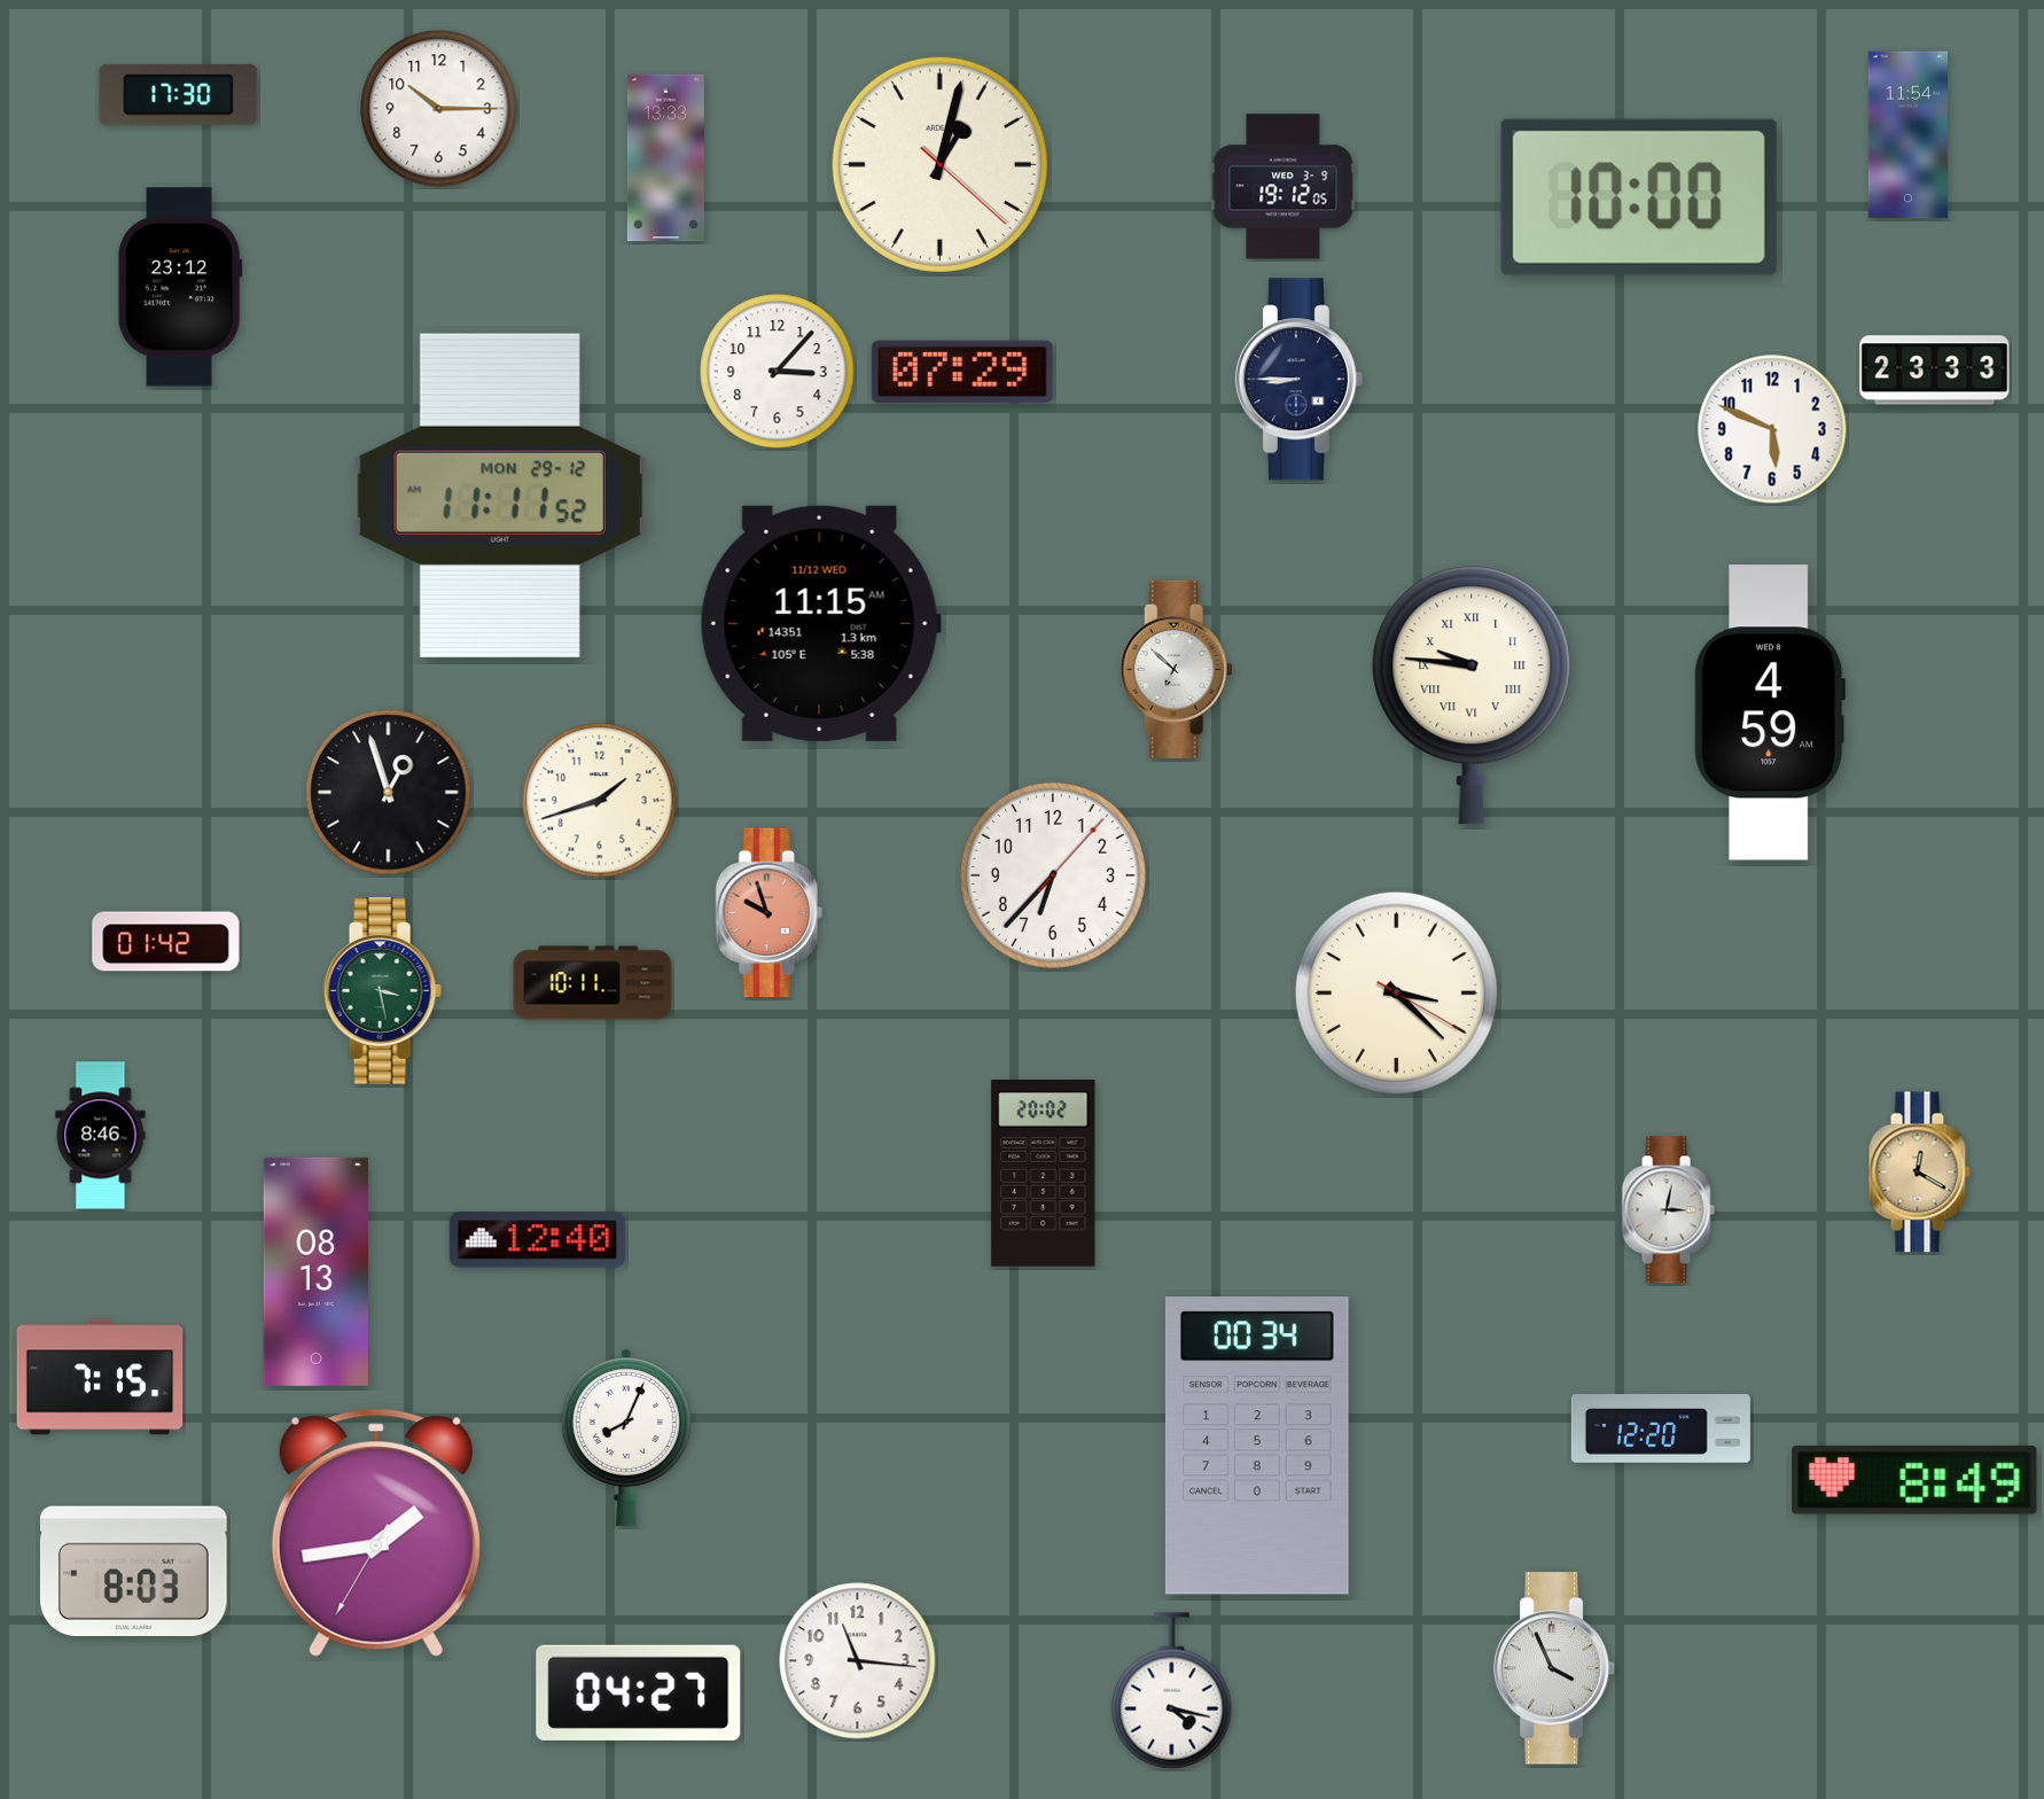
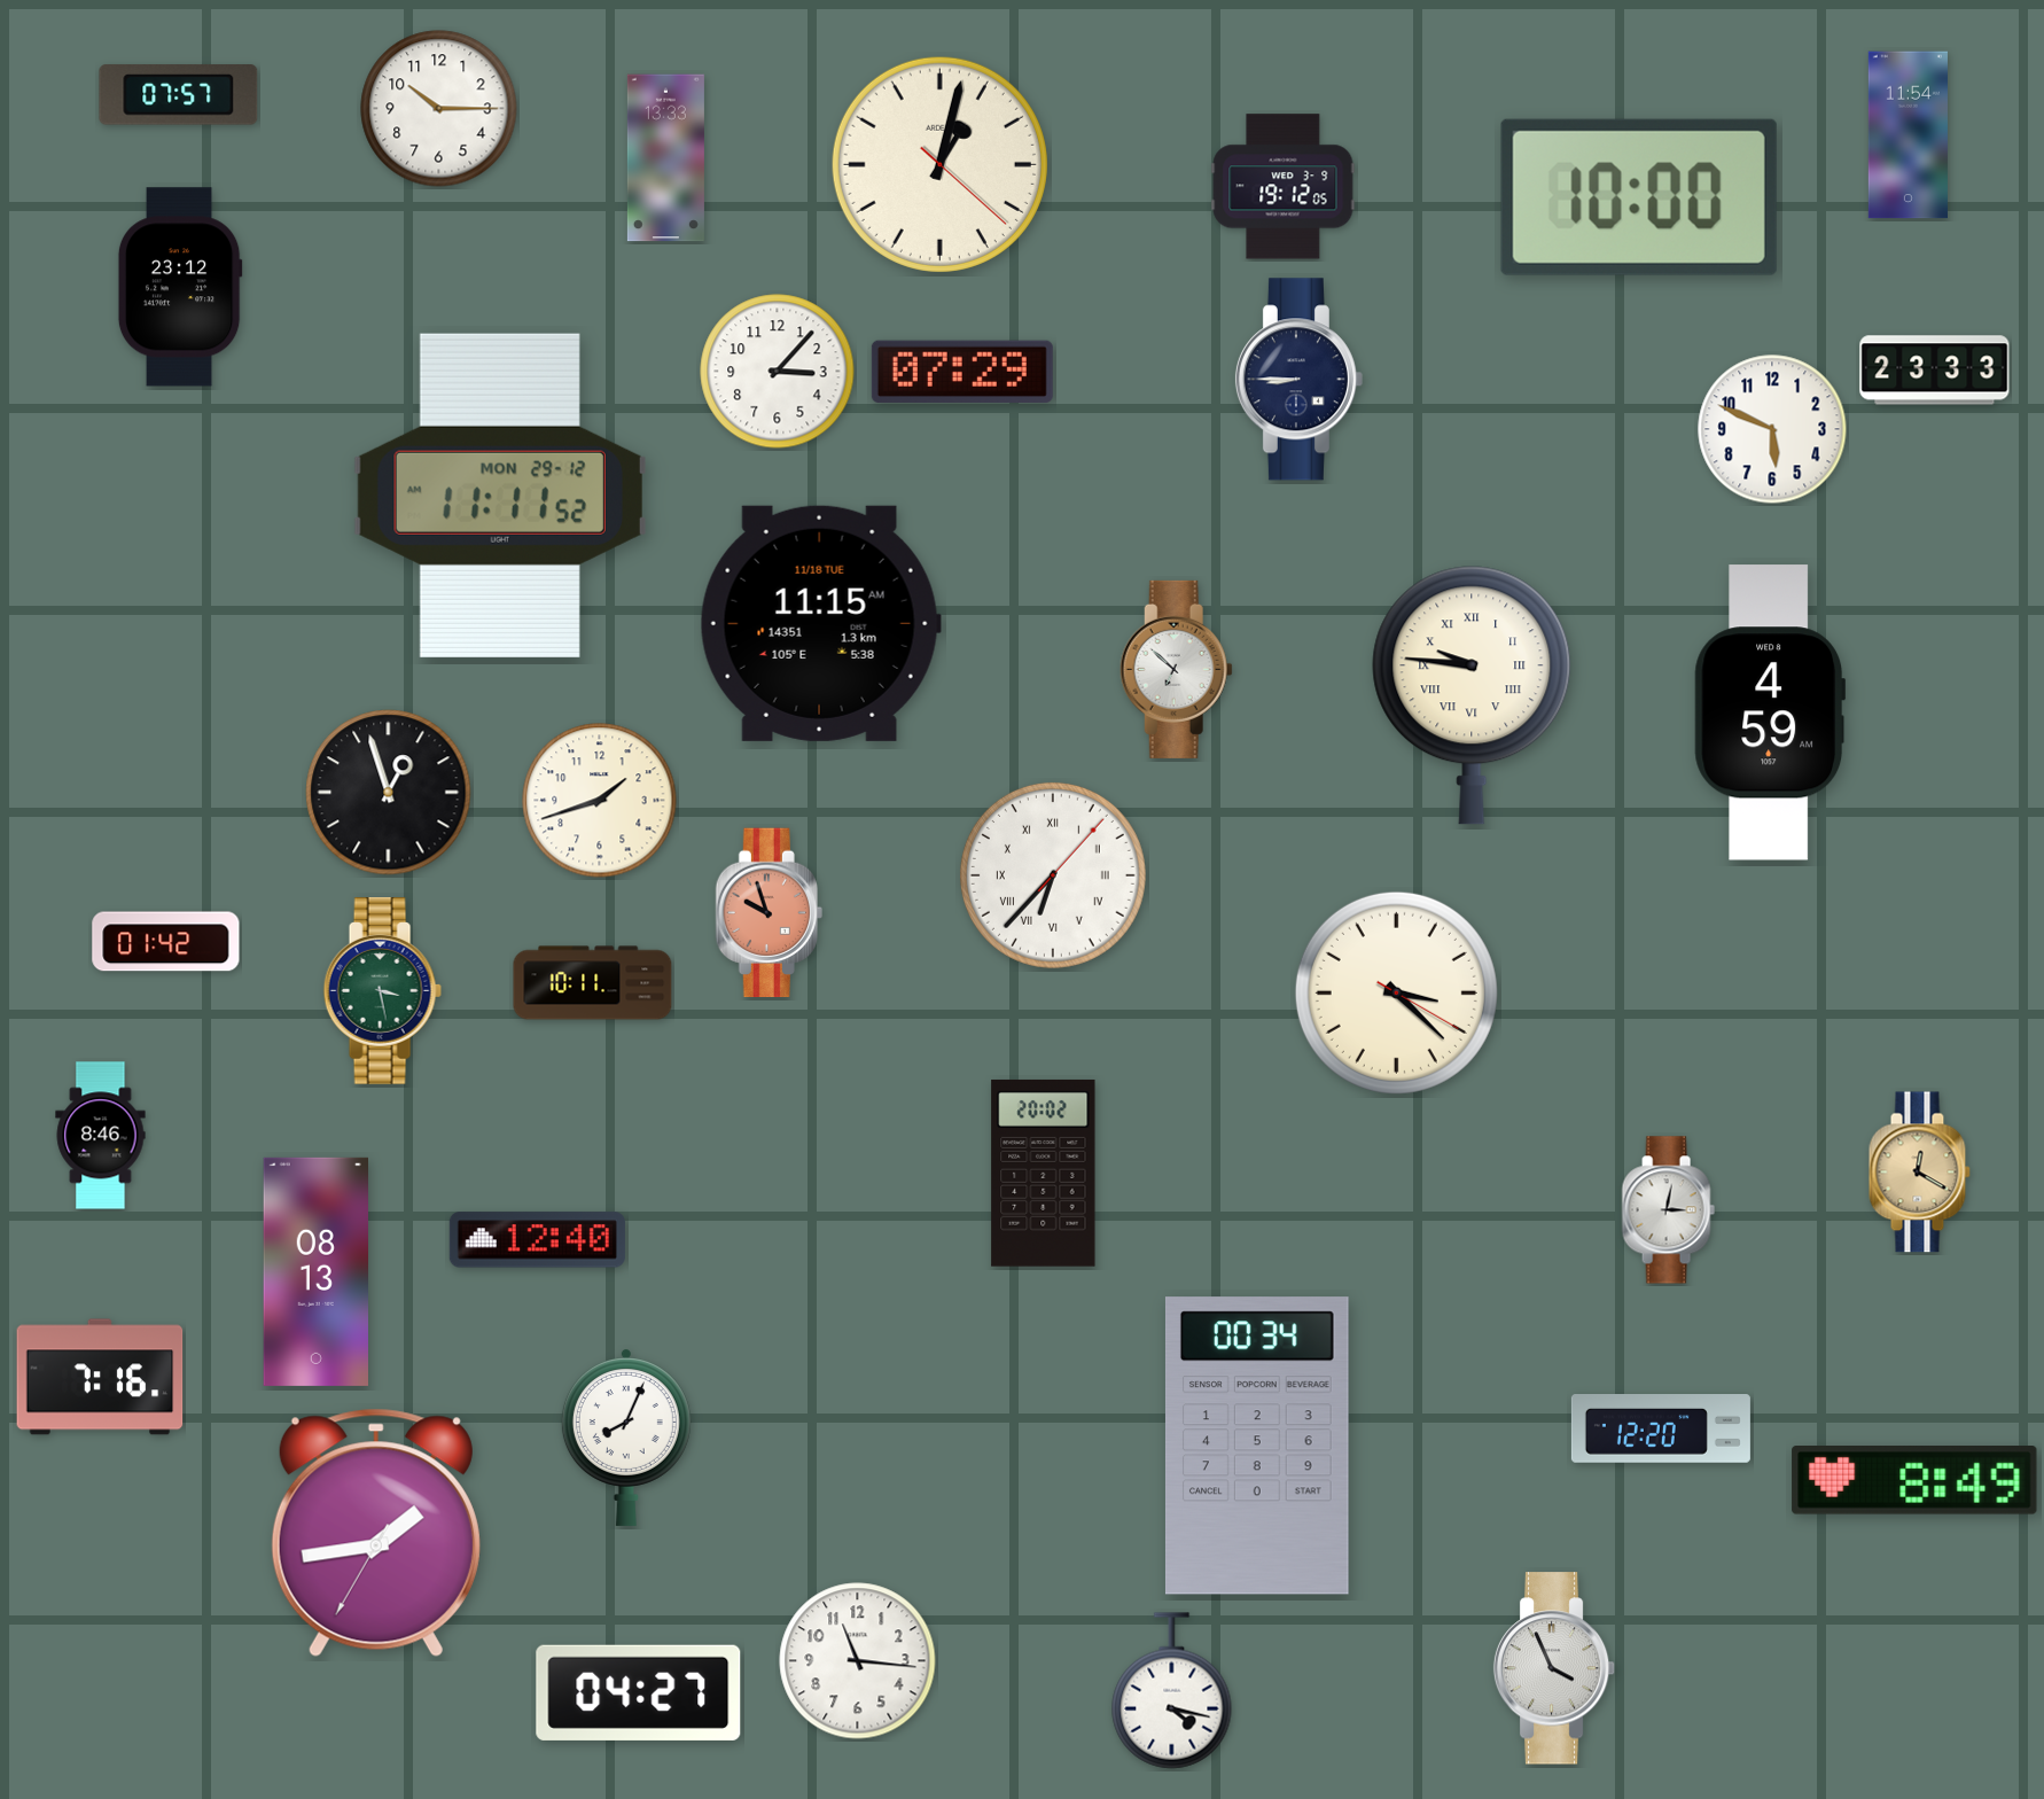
clock at (179, 95): 17:30 -> 07:57
clock at (820, 623) date: 11/12 WED -> 11/18 TUE
clock at (1053, 875) numerals: Arabic -> Roman
clock at (100, 1377): 7:15 -> 7:16
clock at (133, 1571): 8:03 -> none
